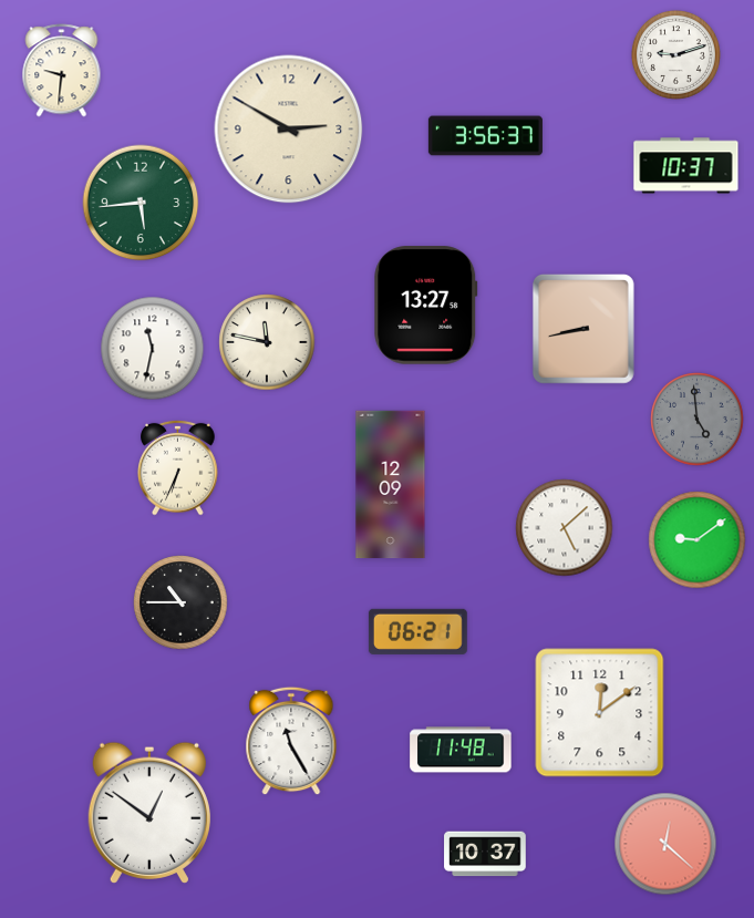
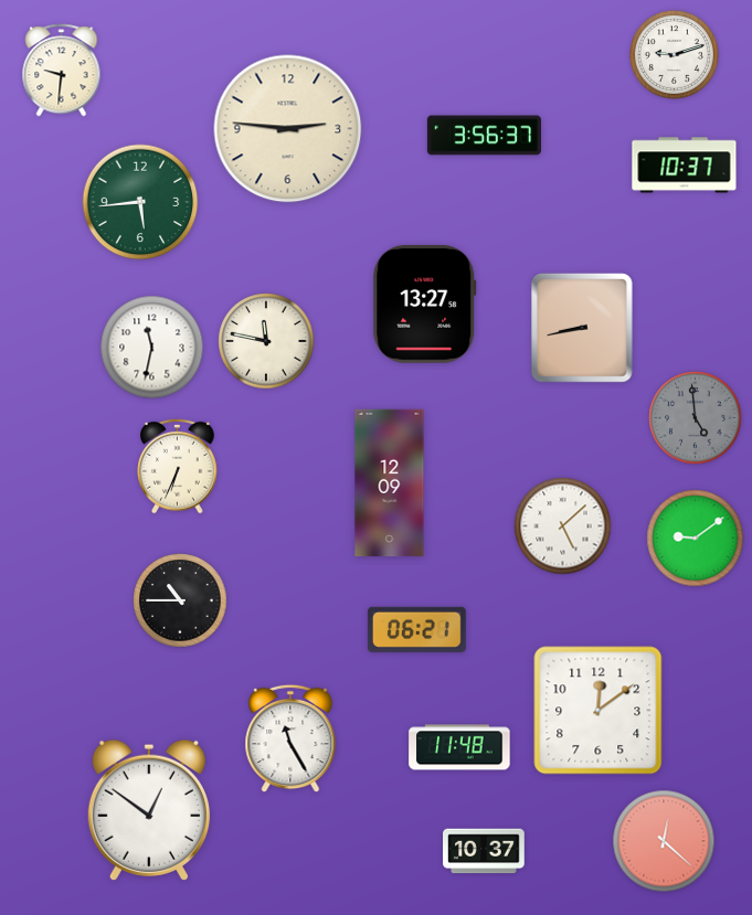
clock at (289, 130): 2:50 -> 2:46
